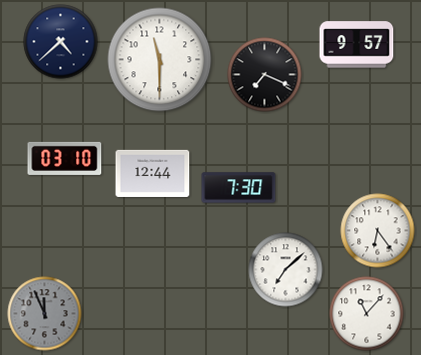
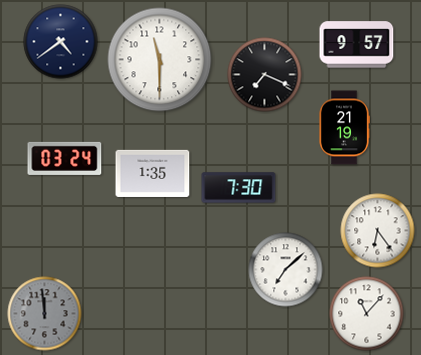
clock at (61, 42): 4:38 -> 4:39
clock at (344, 128): none -> 21:19
clock at (65, 158): 03:10 -> 03:24
clock at (153, 173): 12:44 -> 1:35
clock at (45, 314): 11:56 -> 11:59
